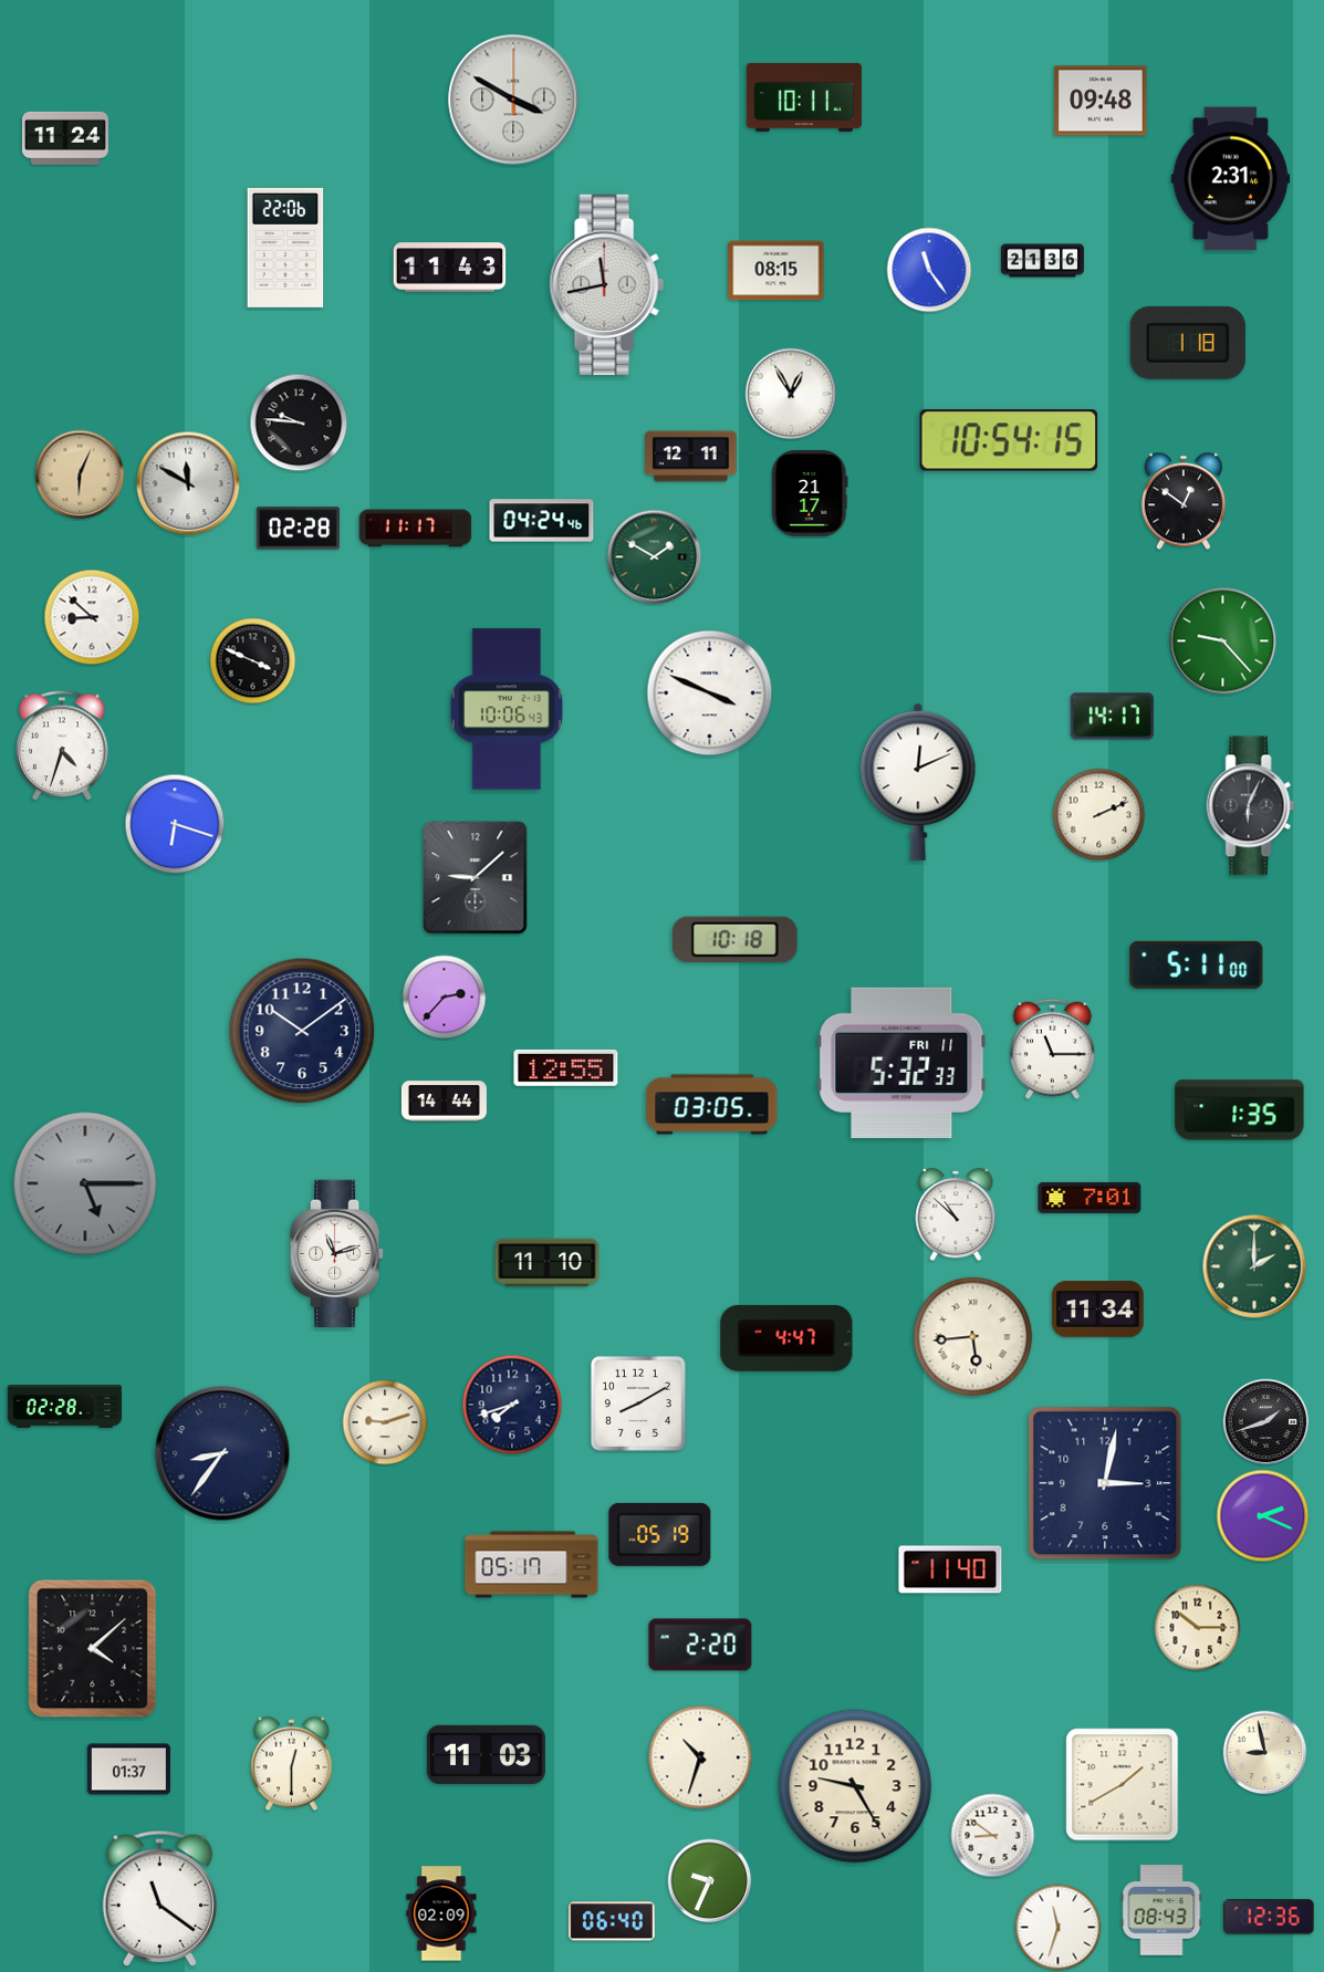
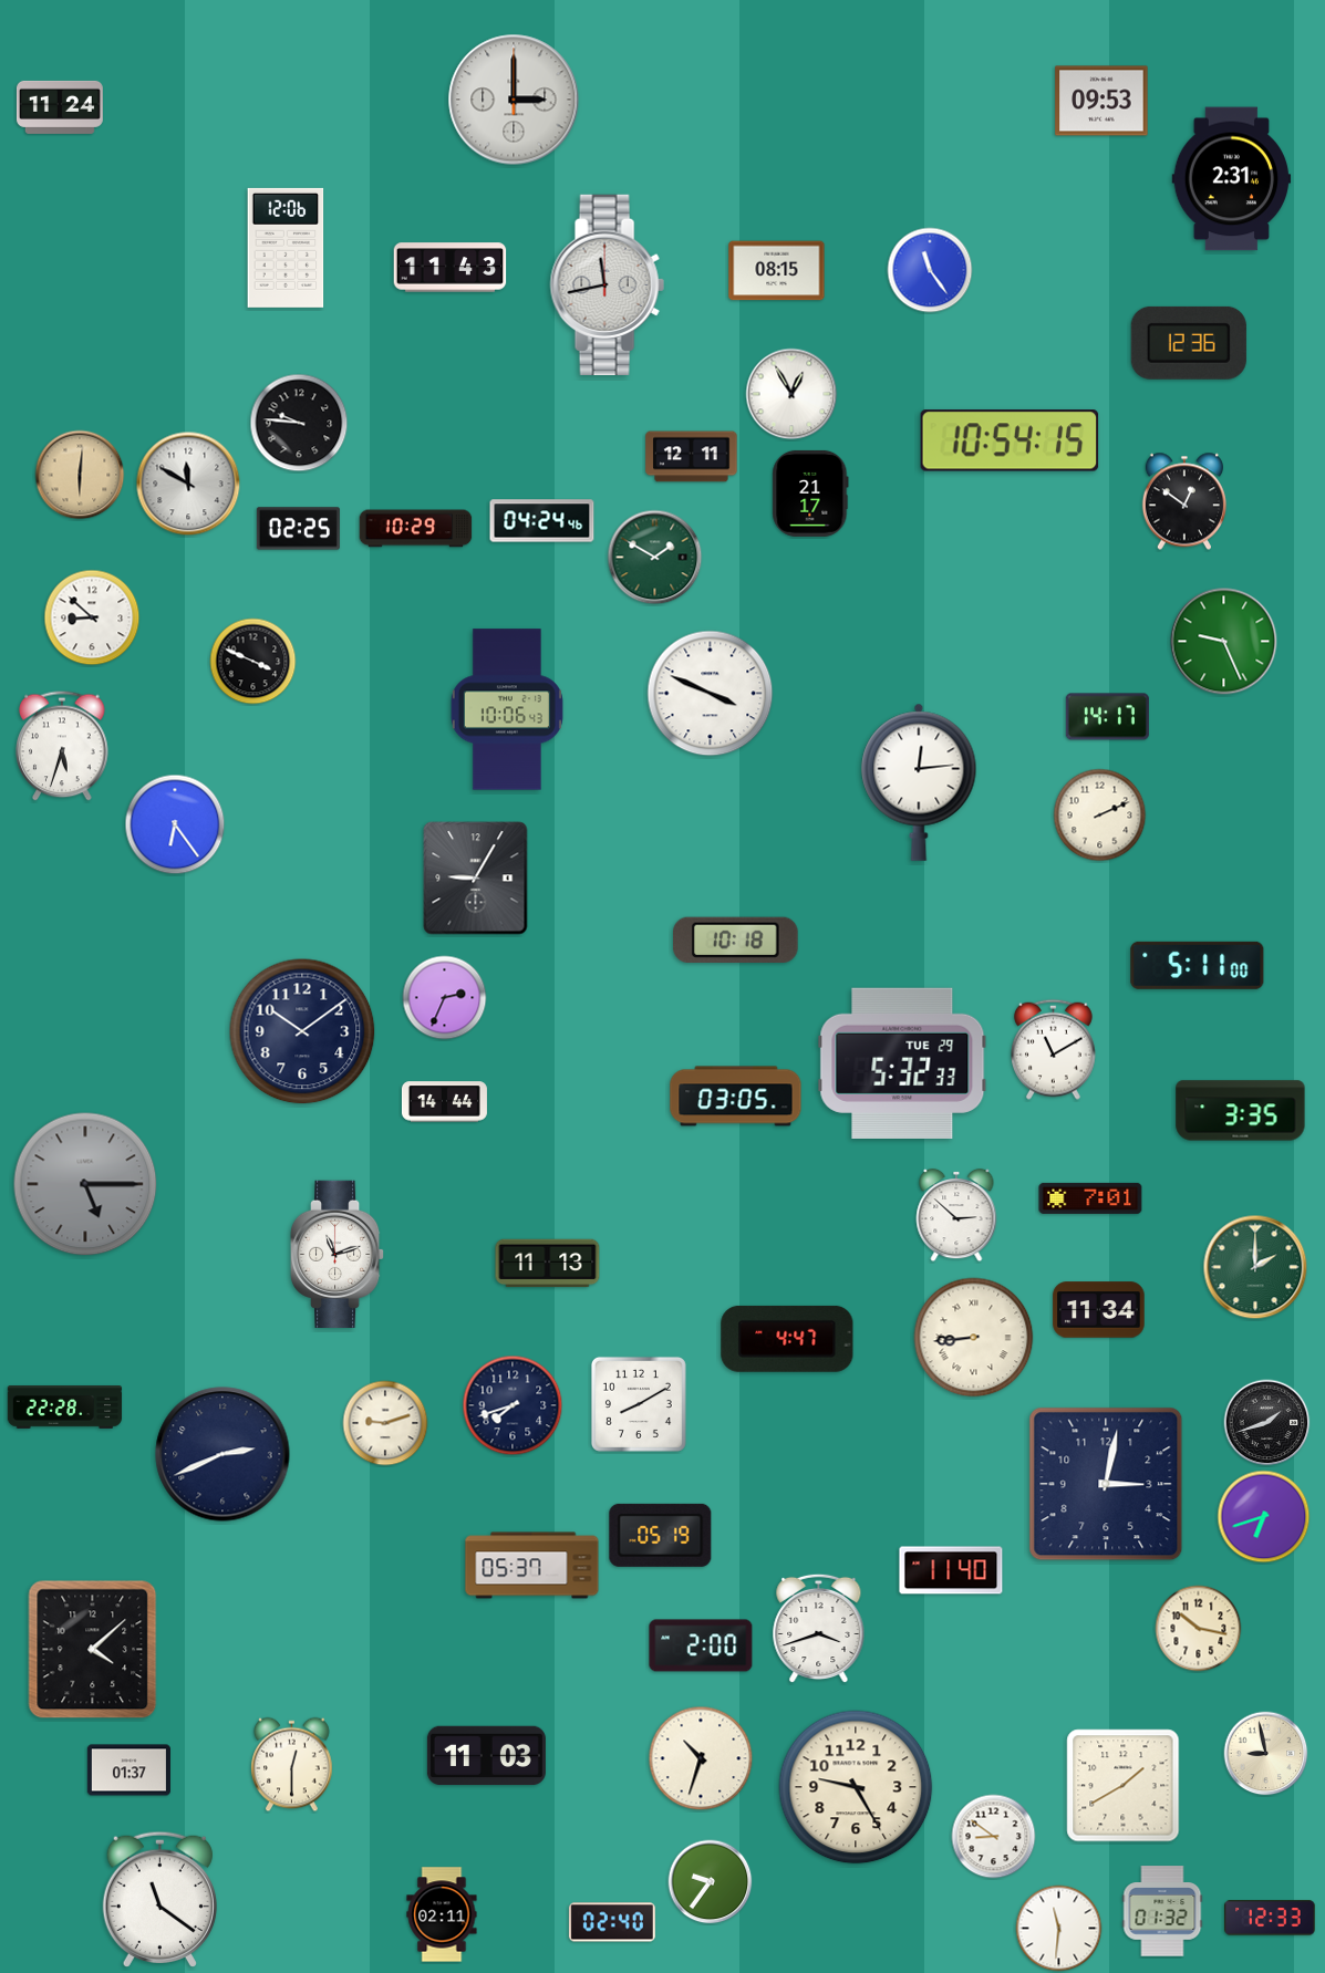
clock at (804, 97): 10:11 -> none
clock at (513, 100): 3:50 -> 3:00
clock at (1101, 101): 09:48 -> 09:53
clock at (65, 138) position: (65, 138) -> (60, 107)
clock at (285, 248): 22:06 -> 12:06
clock at (1042, 261): 21:36 -> none
clock at (1188, 343): 1:18 -> 12:36
clock at (80, 474): 6:04 -> 6:01
clock at (298, 529): 02:28 -> 02:25
clock at (416, 529): 11:17 -> 10:29
clock at (1223, 641): 9:23 -> 9:26
clock at (1112, 717) position: (1112, 717) -> (1107, 717)
clock at (62, 745): 4:33 -> 5:33
clock at (918, 782): 12:11 -> 12:14
clock at (1251, 806): 6:04 -> none
clock at (175, 824): 6:18 -> 6:24
clock at (476, 878): 9:08 -> 9:05
clock at (445, 998): 2:37 -> 2:34
clock at (1052, 1048): 11:15 -> 11:10
clock at (901, 1063) date: FRI 11 -> TUE 29
clock at (566, 1067): 12:55 -> none
clock at (712, 1105) position: (712, 1105) -> (736, 1097)
clock at (1240, 1110): 1:35 -> 3:35
clock at (956, 1214): 10:52 -> 2:52
clock at (548, 1263): 11:10 -> 11:13
clock at (973, 1337): 5:44 -> 8:44
clock at (65, 1407): 02:28 -> 22:28
clock at (222, 1453): 8:36 -> 2:41
clock at (1263, 1516): 2:19 -> 6:42
clock at (532, 1565): 05:17 -> 05:37
clock at (819, 1629): none -> 3:42
clock at (1198, 1628): 10:15 -> 10:17
clock at (700, 1645): 2:20 -> 2:00
clock at (710, 1881): 9:34 -> 9:36
clock at (1161, 1910): 08:43 -> 01:32
clock at (441, 1913): 02:09 -> 02:11
clock at (1269, 1917): 12:36 -> 12:33
clock at (612, 1921): 06:40 -> 02:40
clock at (1059, 1928): 11:33 -> 11:31
